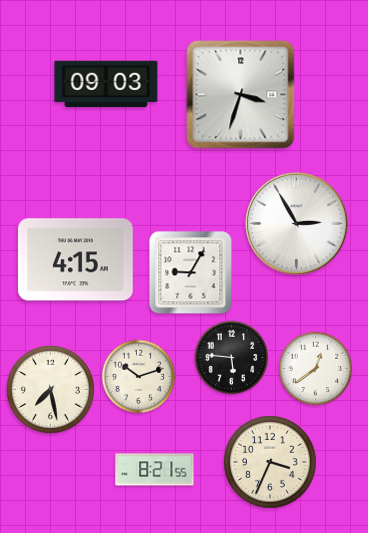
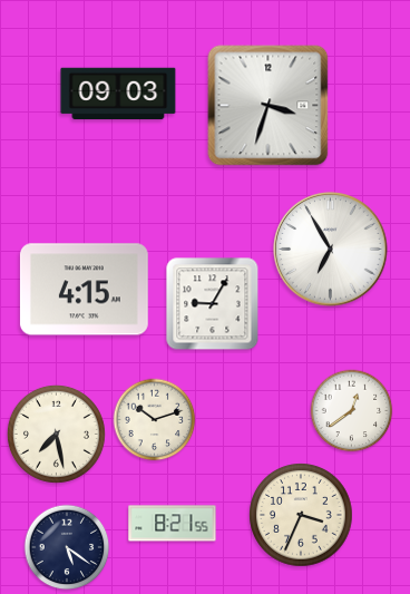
clock at (297, 224): 2:55 -> 6:55
clock at (232, 358): 5:46 -> none
clock at (67, 547): none -> 5:21
